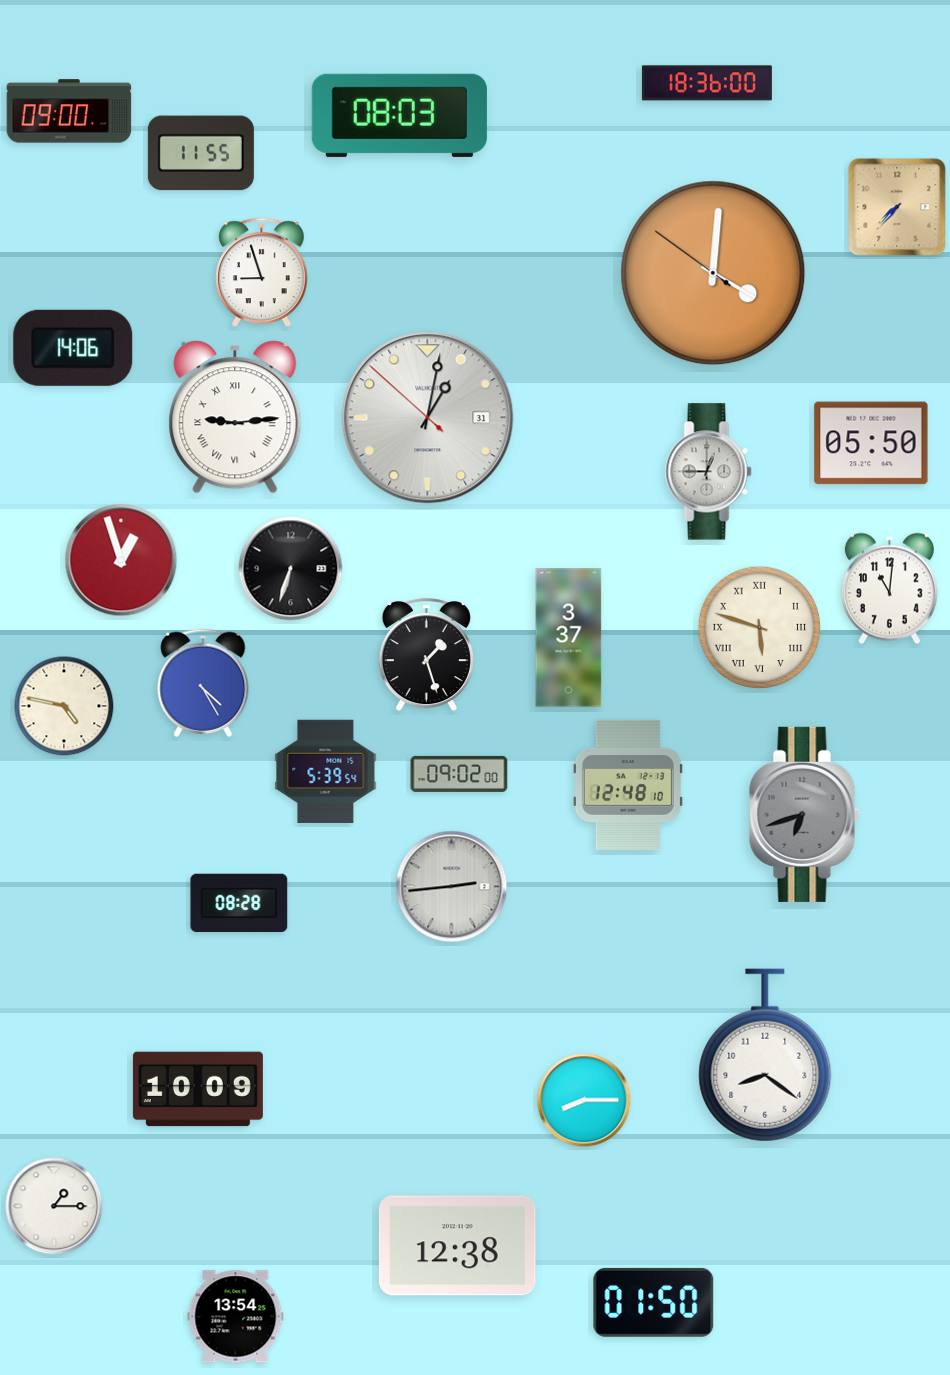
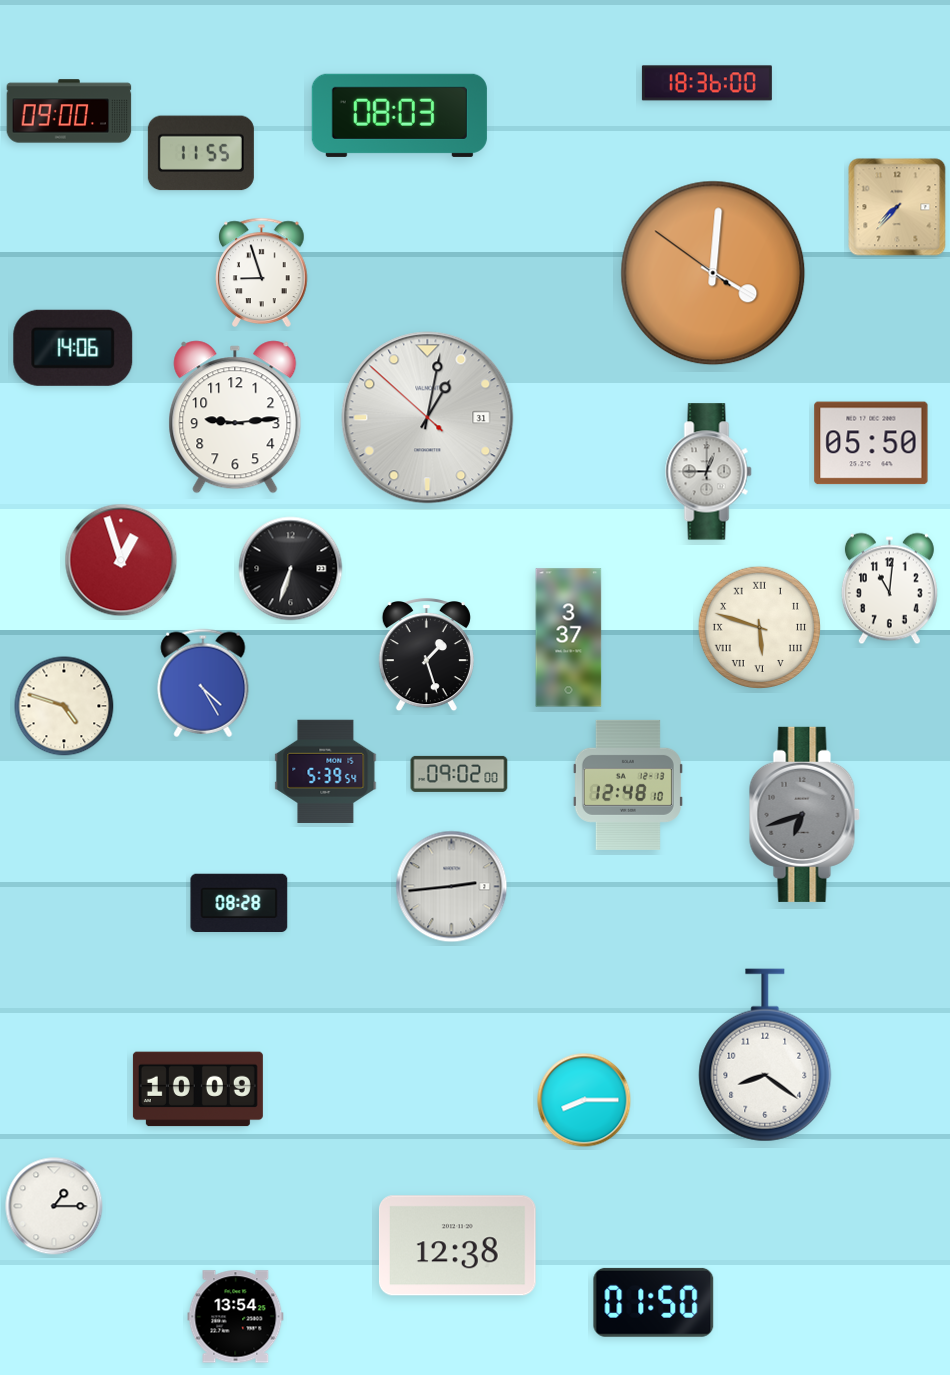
clock at (235, 417) numerals: Roman -> Arabic
clock at (64, 706): 4:47 -> 4:48
